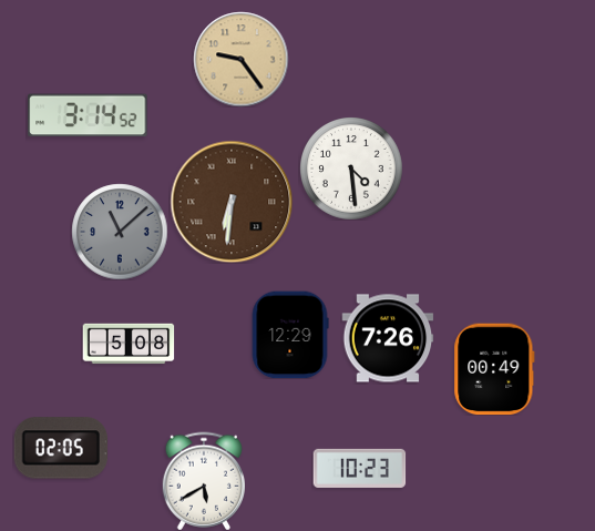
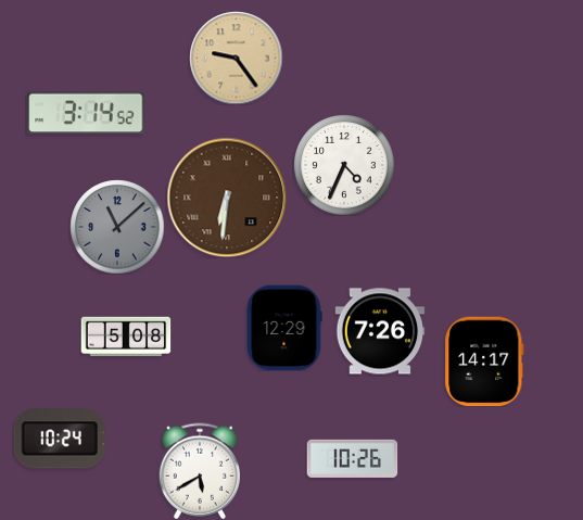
clock at (351, 169): 4:29 -> 4:34
clock at (494, 369): 00:49 -> 14:17
clock at (61, 448): 02:05 -> 10:24
clock at (359, 468): 10:23 -> 10:26
